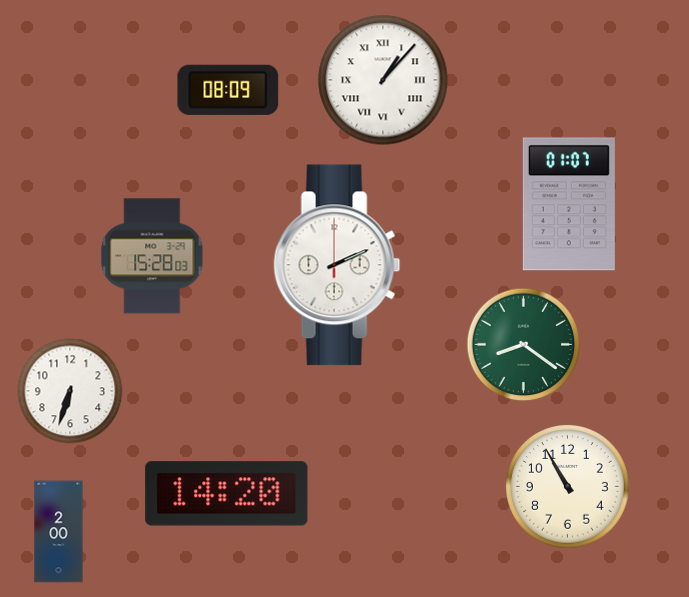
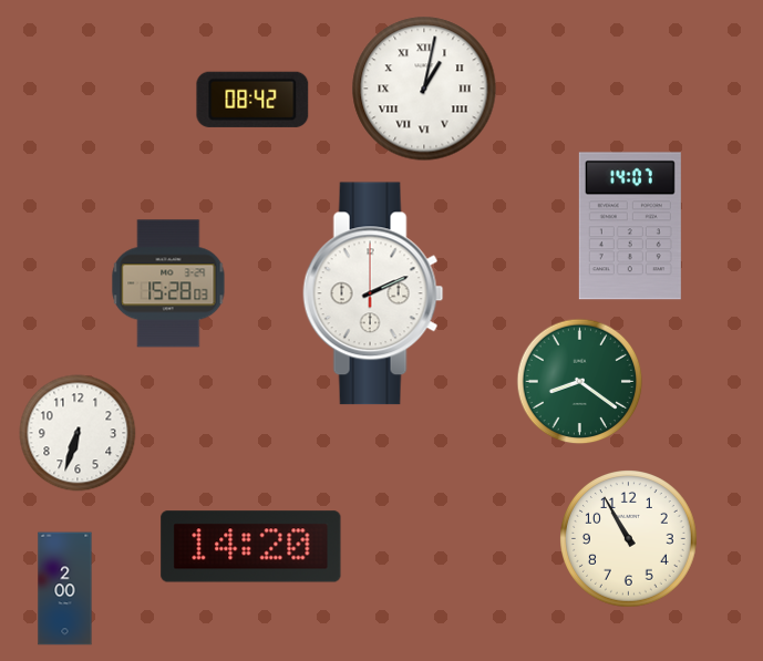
clock at (383, 80): 1:07 -> 1:02
clock at (228, 90): 08:09 -> 08:42
clock at (569, 204): 01:07 -> 14:07
